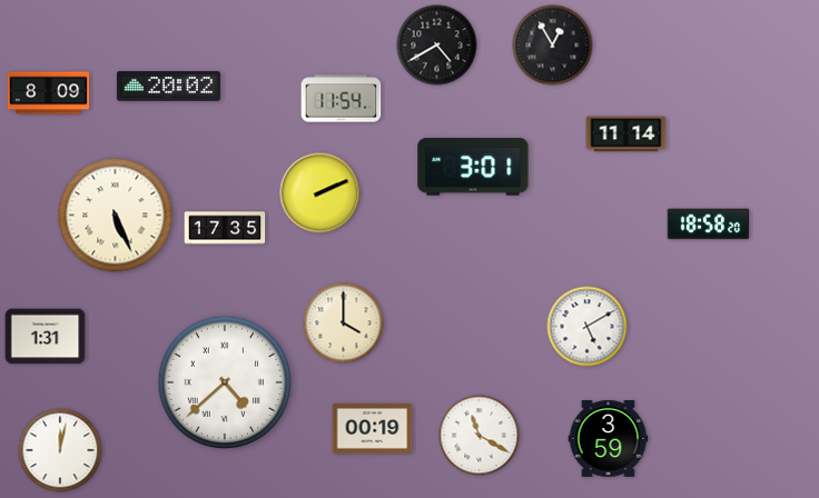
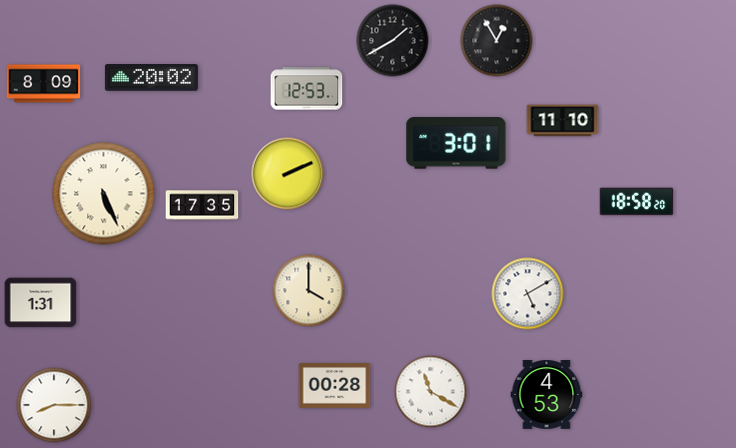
clock at (437, 46): 4:40 -> 1:40
clock at (342, 99): 11:54 -> 12:53
clock at (626, 135): 11:14 -> 11:10
clock at (473, 167) position: (473, 167) -> (456, 143)
clock at (225, 382): 4:38 -> none
clock at (373, 428): 00:19 -> 00:28
clock at (609, 439): 3:59 -> 4:53
clock at (60, 450): 12:02 -> 8:15
